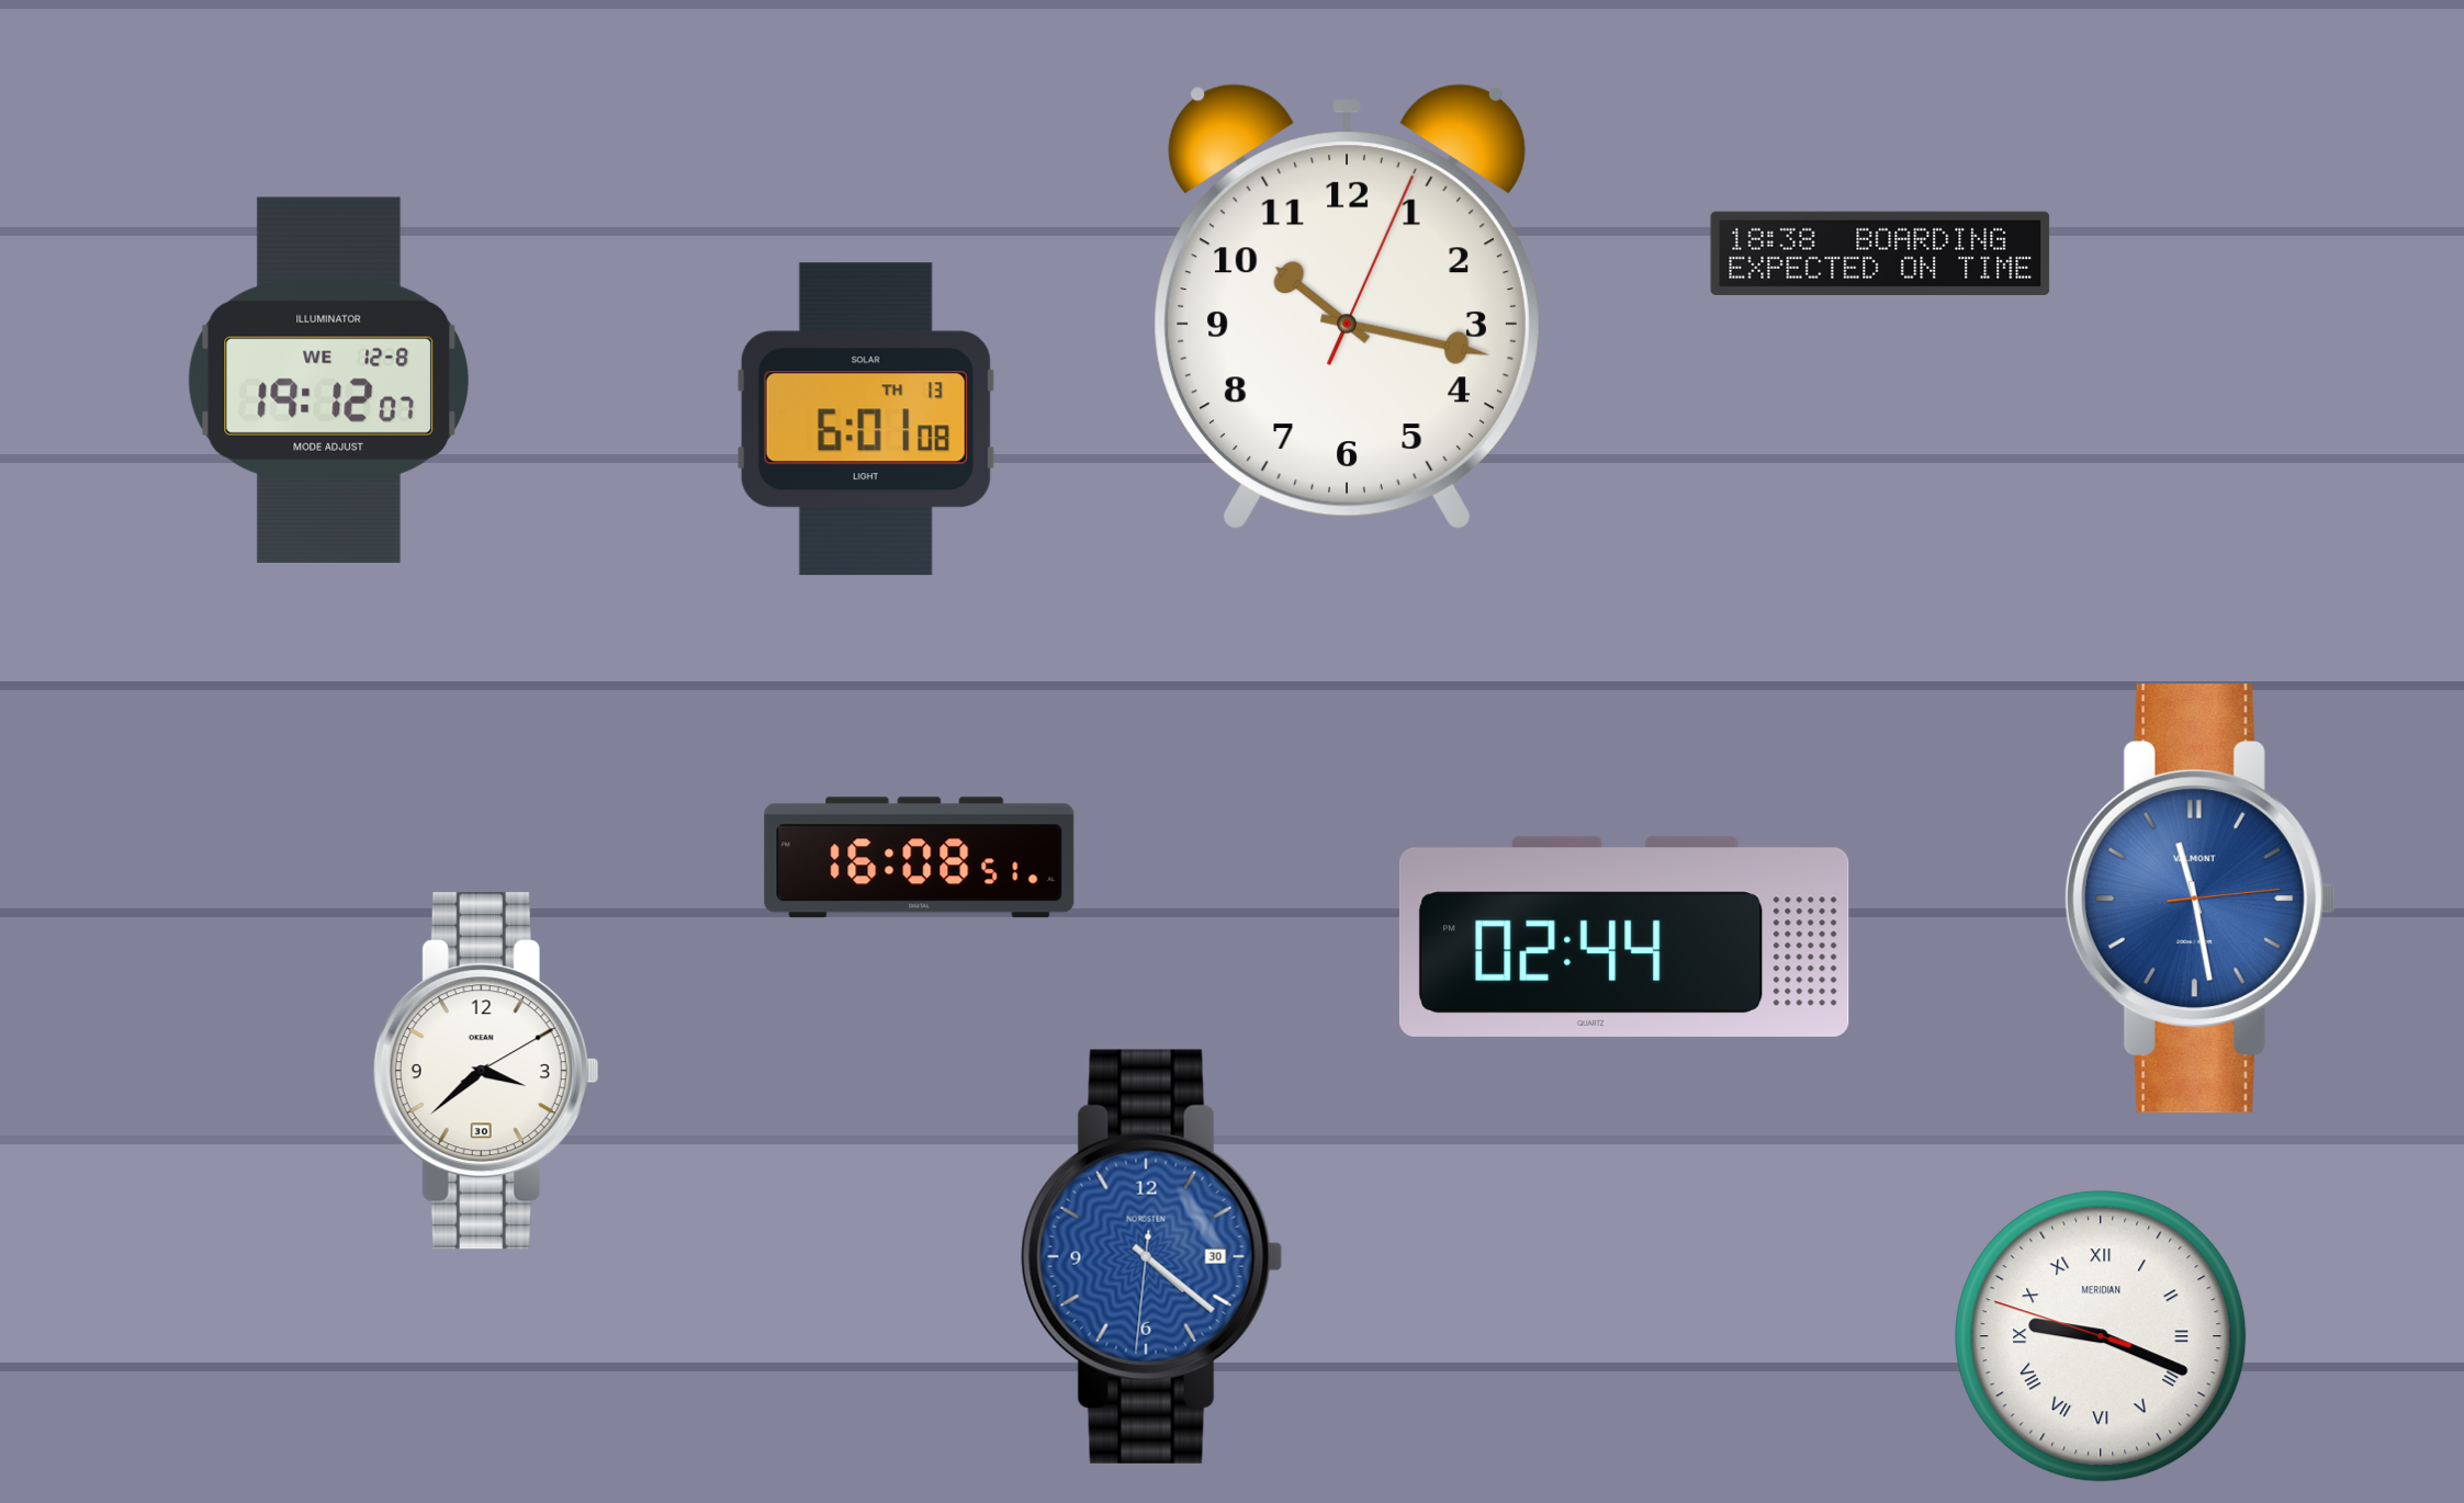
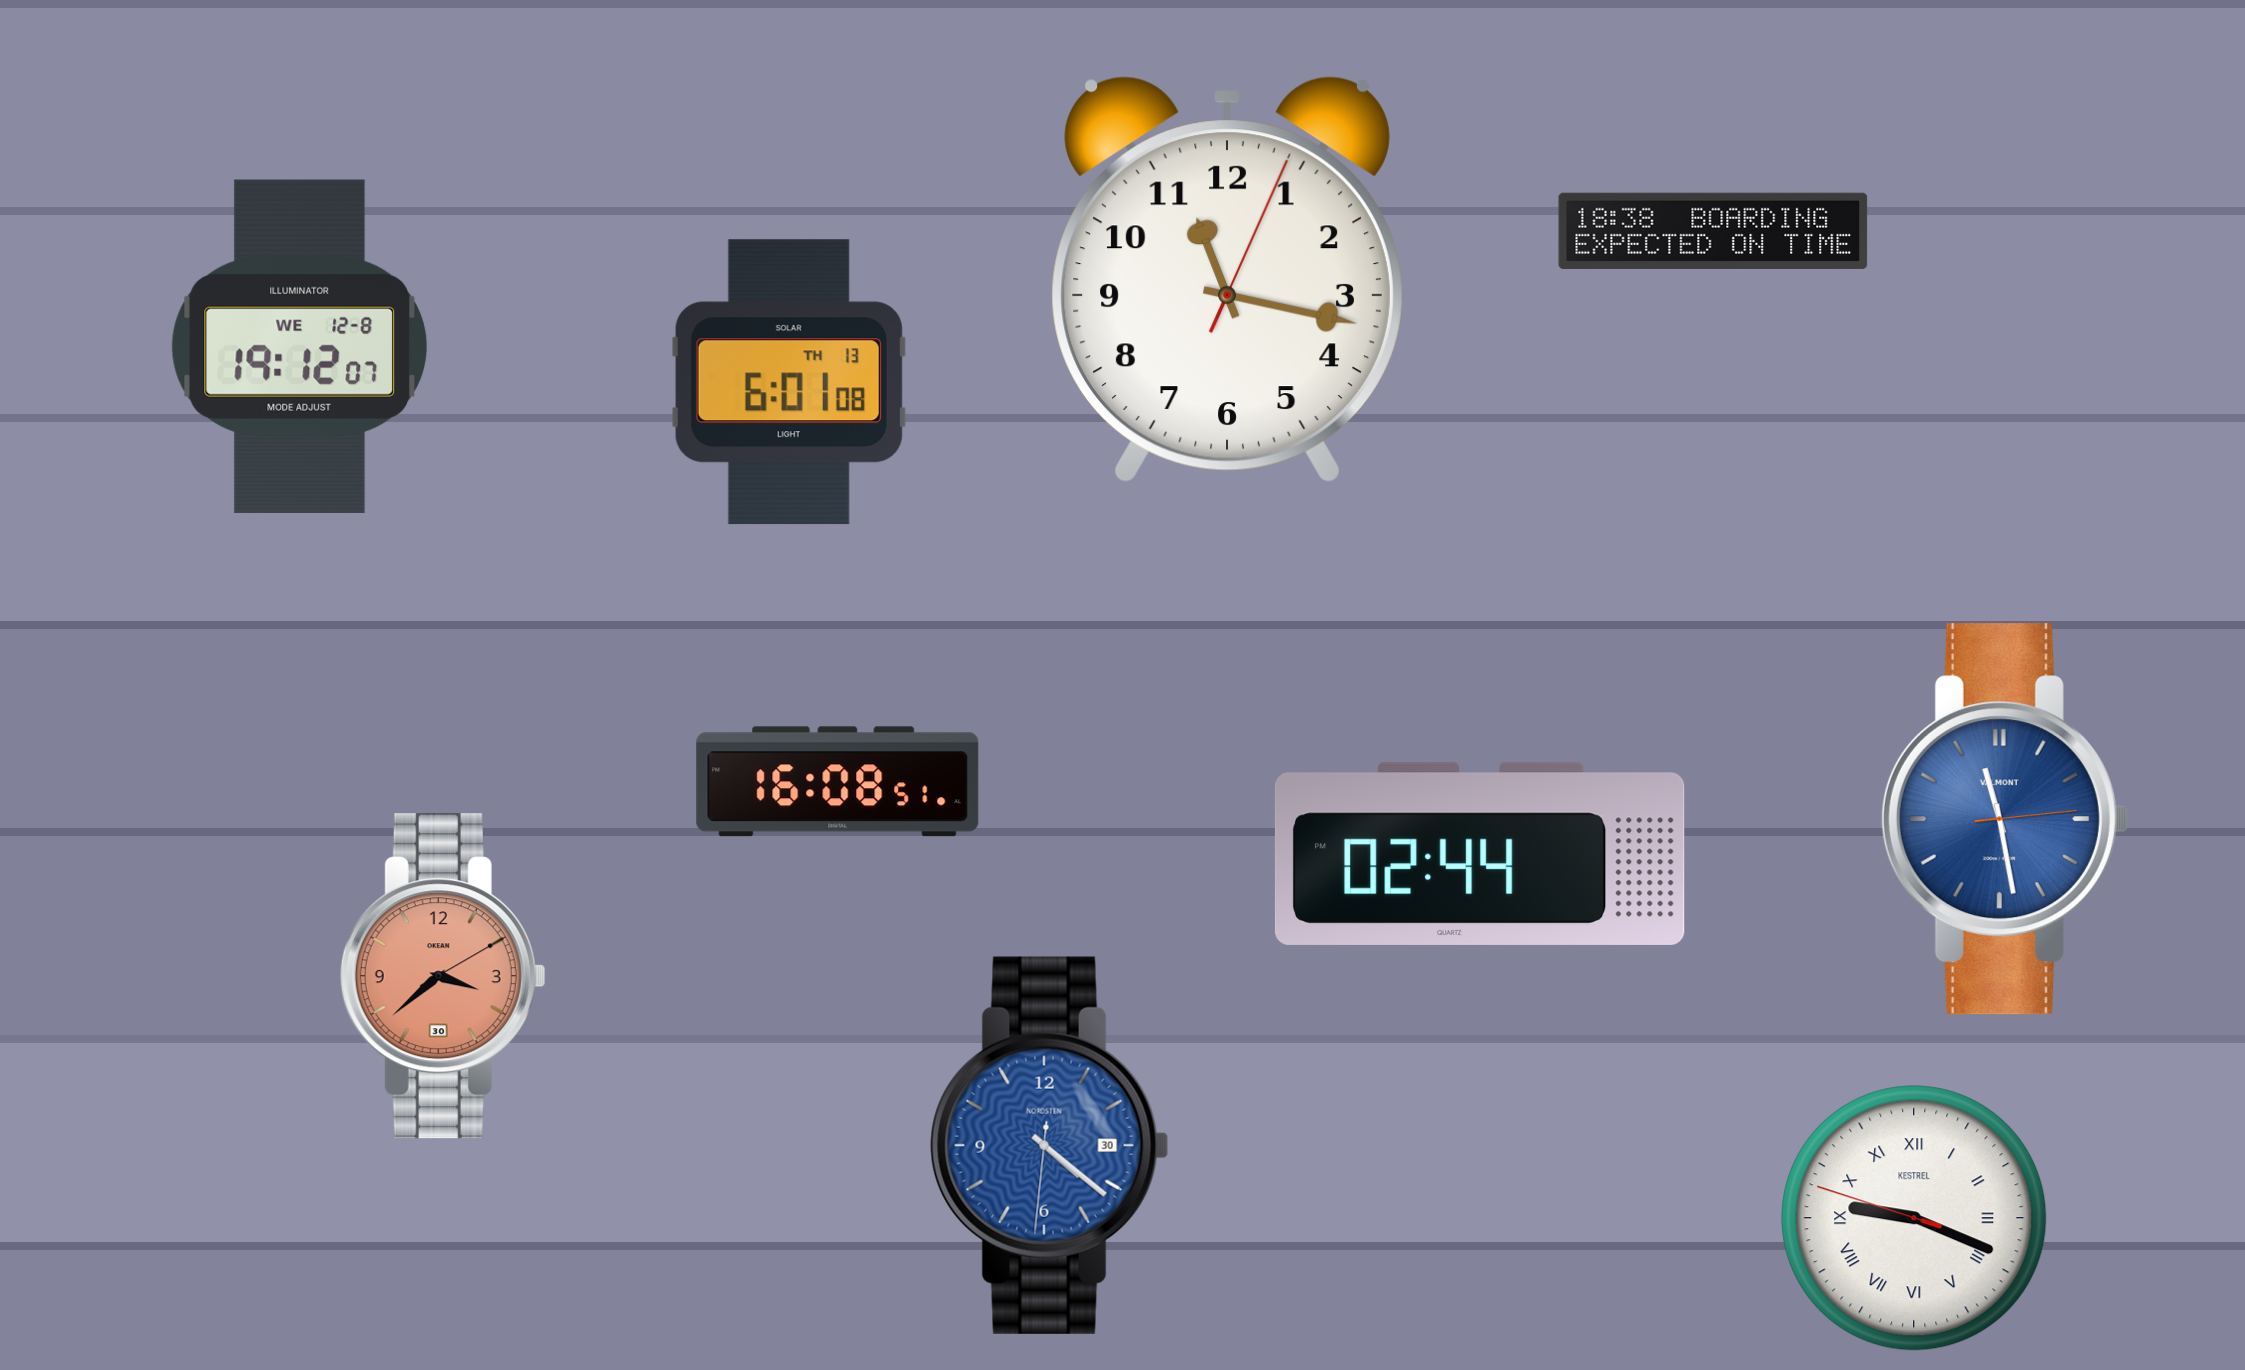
clock at (1347, 307): 10:17 -> 11:17
clock at (486, 1071) dial: white -> salmon
clock at (2101, 1336) brand: MERIDIAN -> KESTREL
